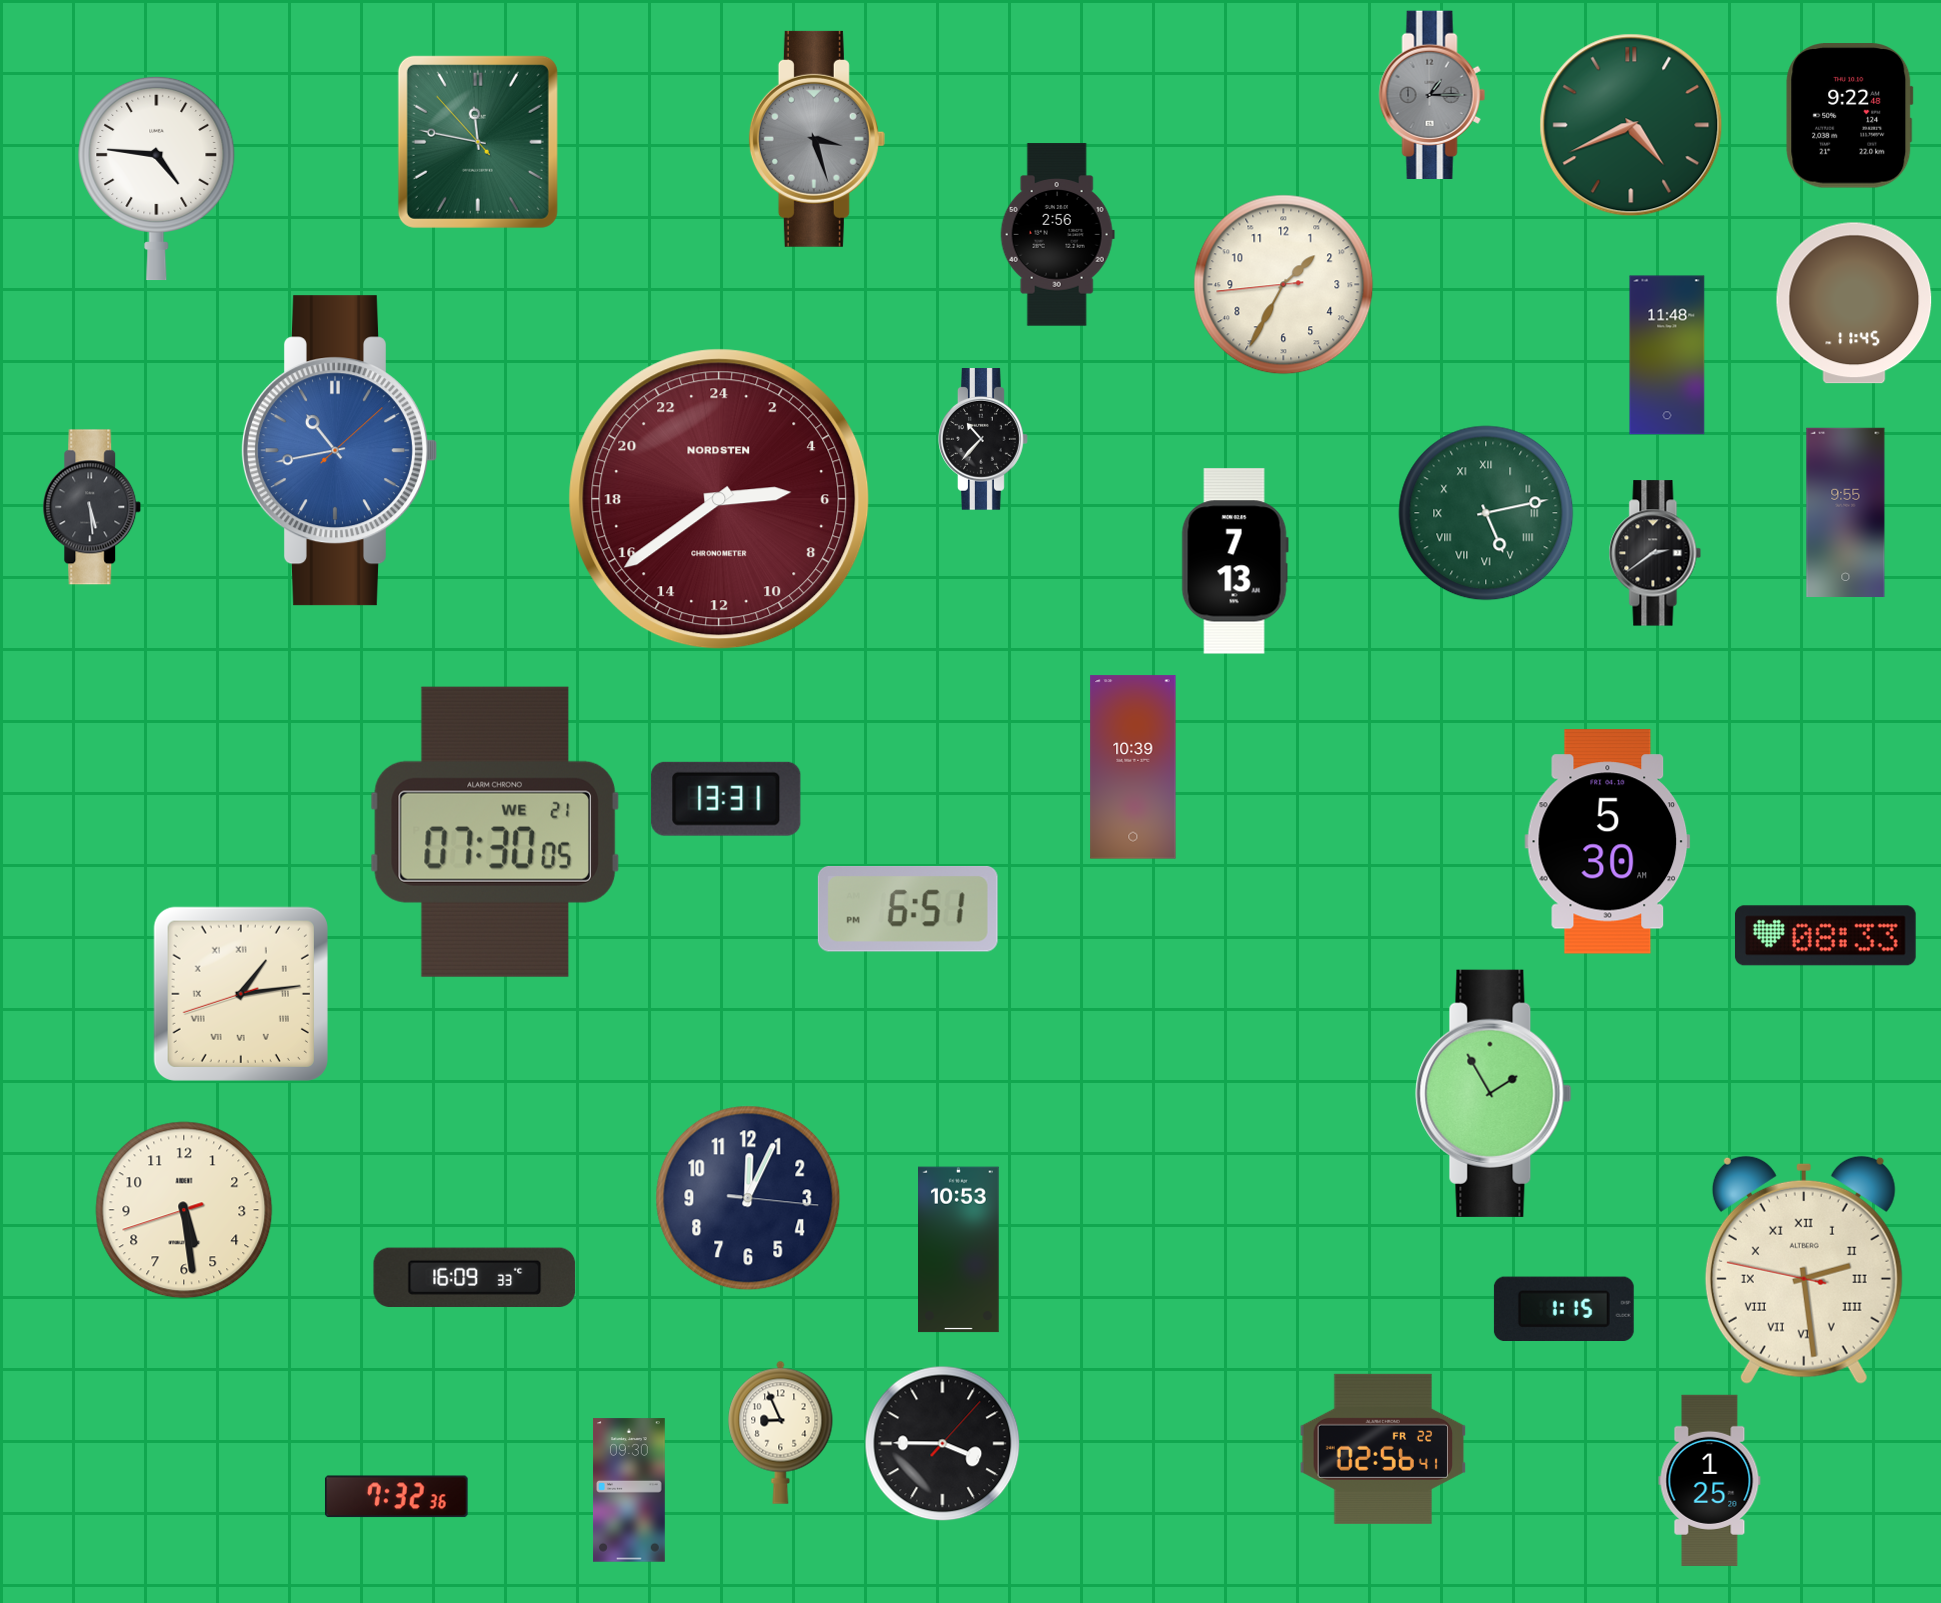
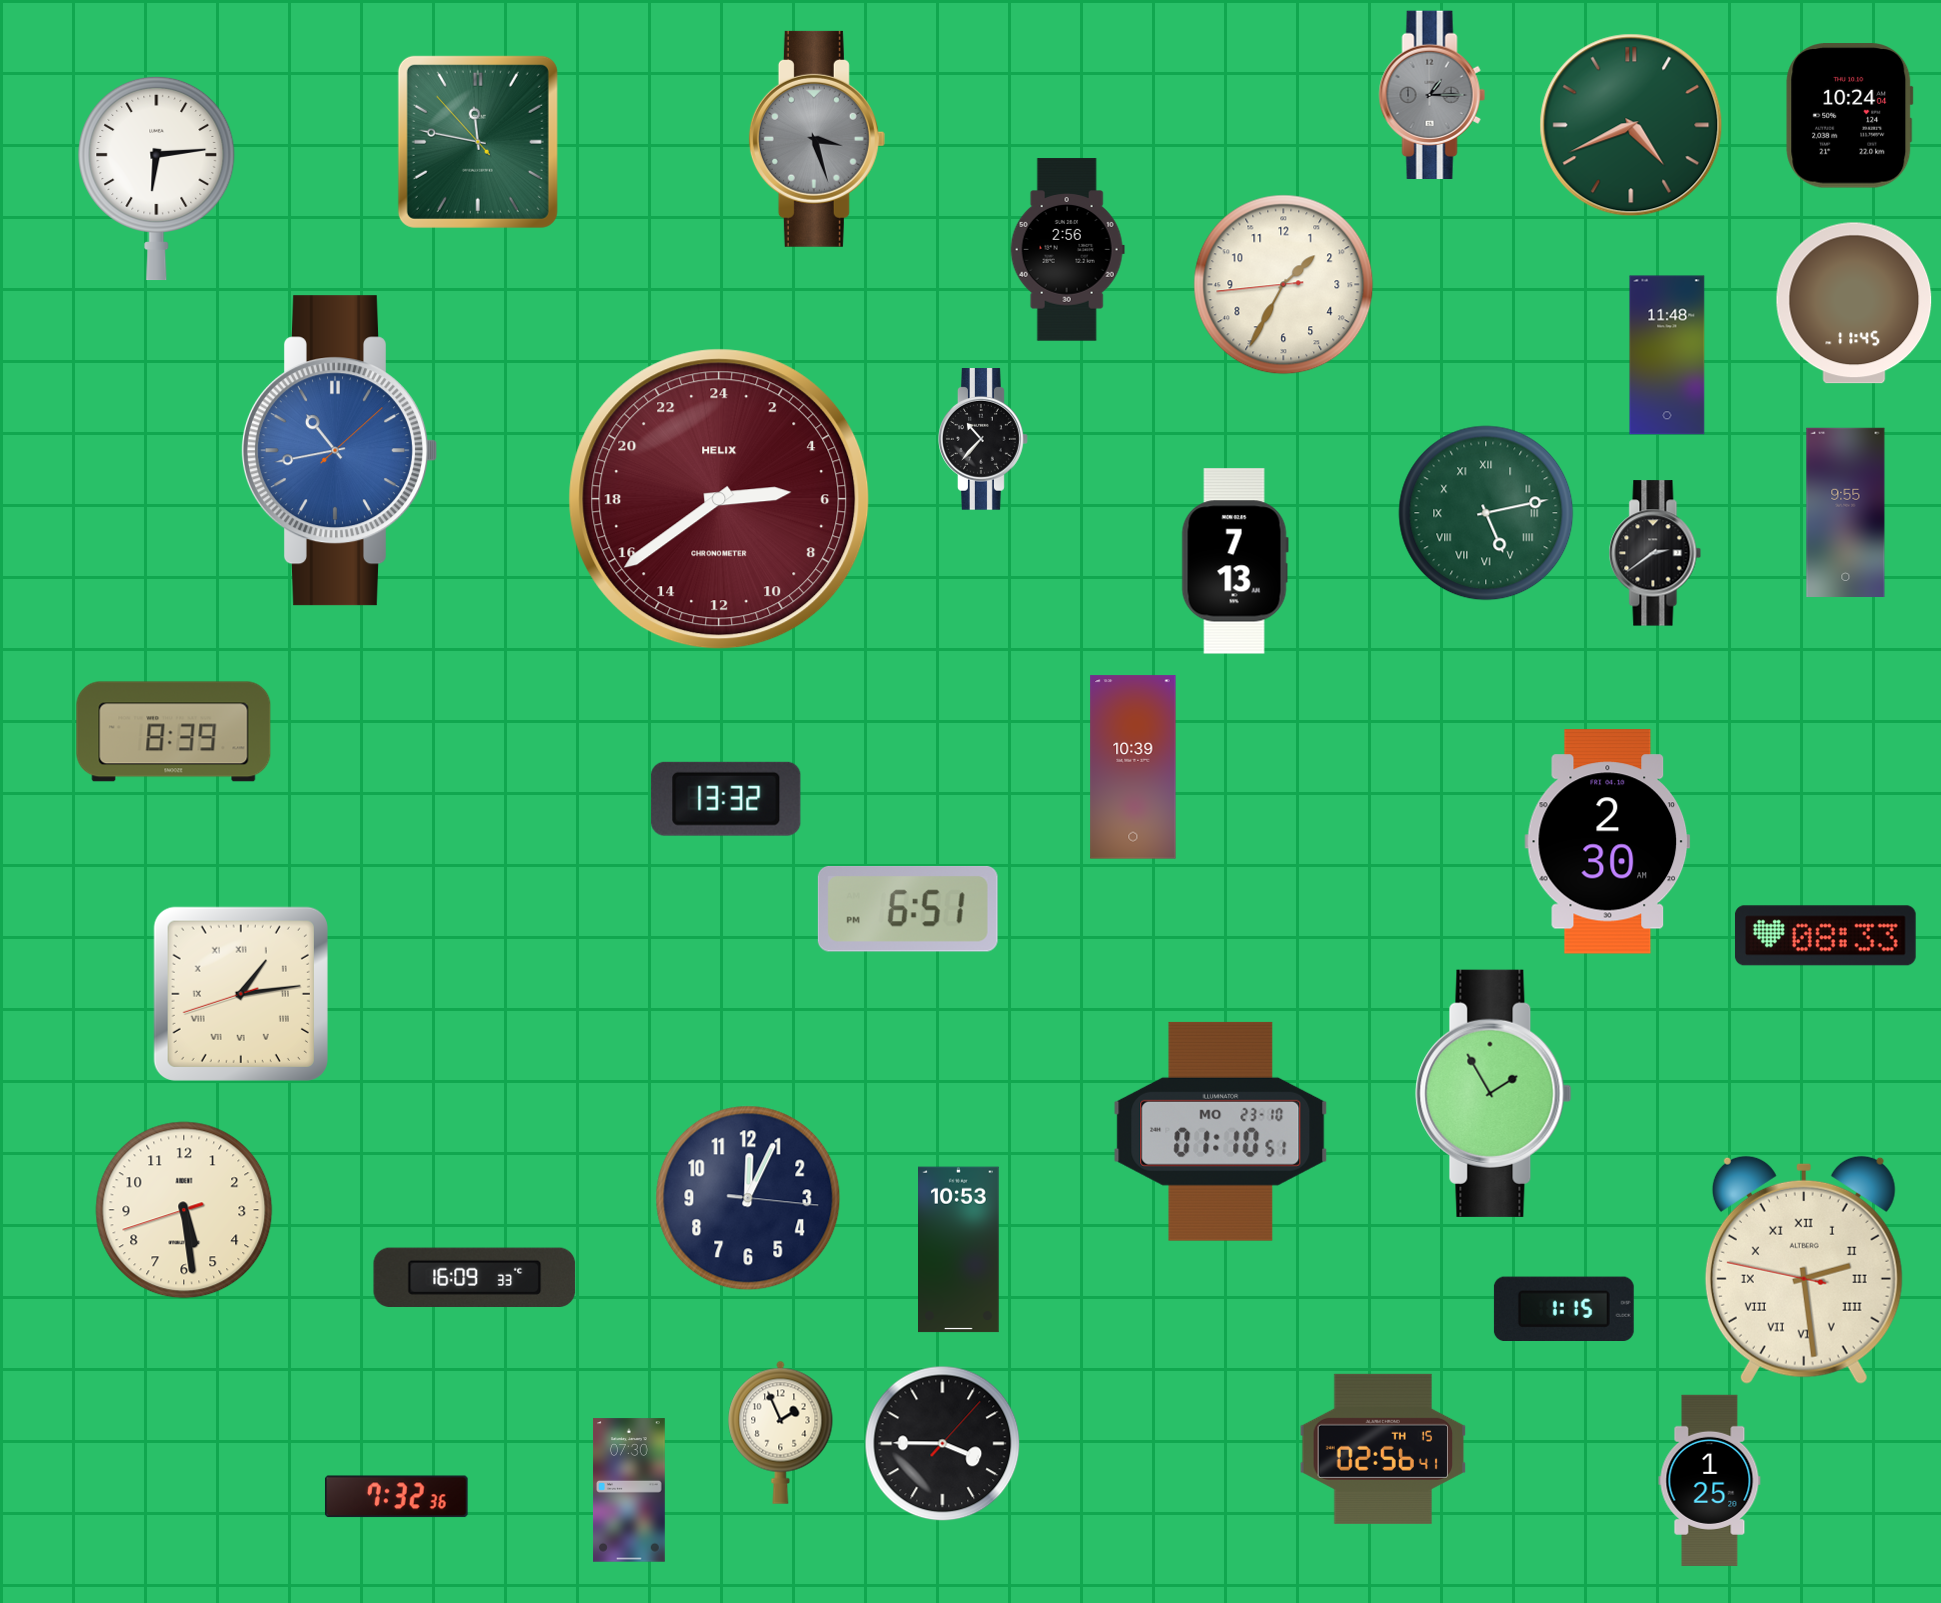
clock at (1850, 116): 9:22 -> 10:24
clock at (157, 178): 4:46 -> 6:14
clock at (1057, 235) position: (1057, 235) -> (1067, 250)
clock at (719, 499) brand: NORDSTEN -> HELIX
clock at (92, 507): 5:29 -> none
clock at (174, 732): none -> 8:39
clock at (726, 799): 13:31 -> 13:32
clock at (495, 832): 07:30 -> none
clock at (1608, 842): 5:30 -> 2:30
clock at (1221, 1131): none -> 01:10
clock at (781, 1432): 8:56 -> 1:56
clock at (1383, 1449) date: FR 22 -> TH 15
clock at (630, 1490): 09:30 -> 07:30
